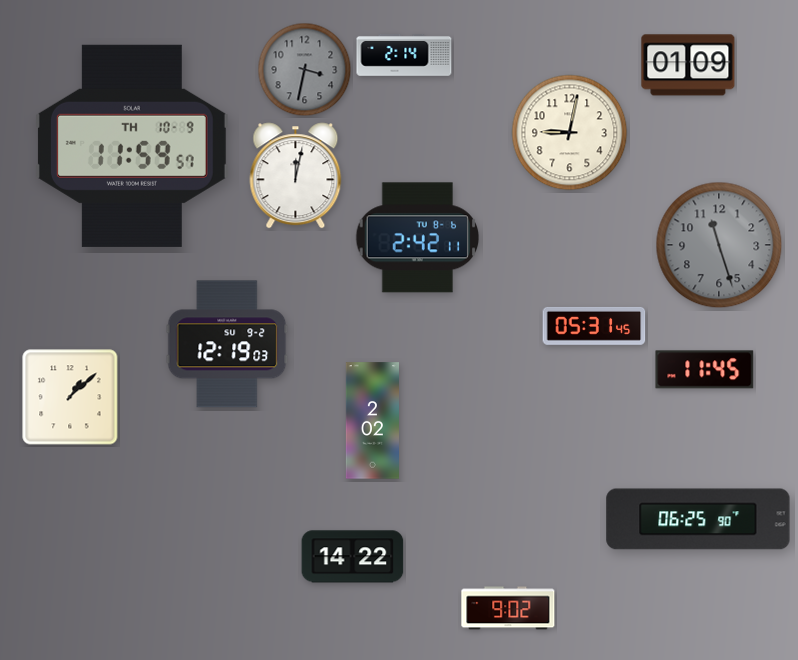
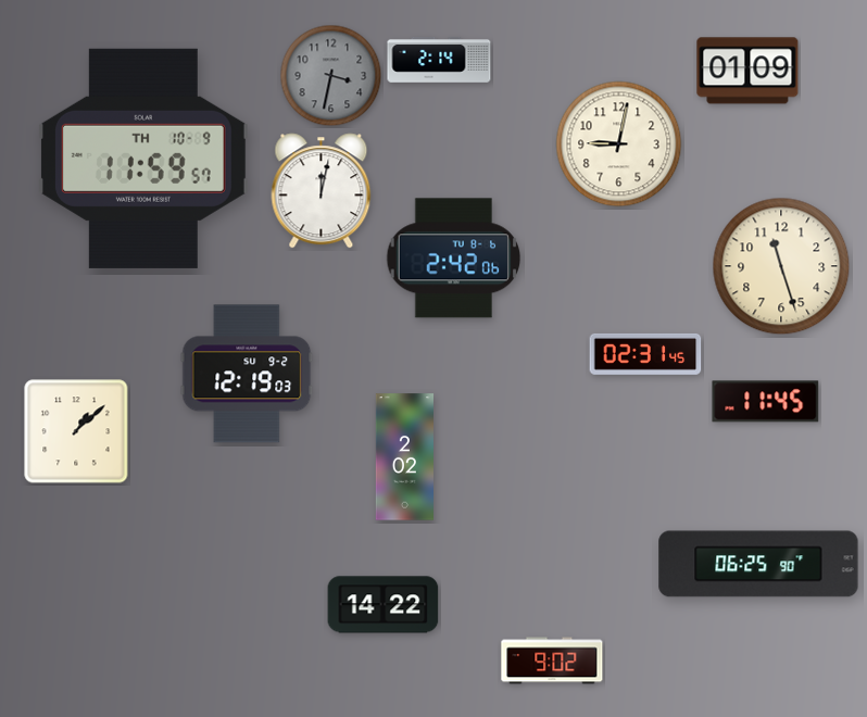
clock at (418, 238): 2:42:11 -> 2:42:06
clock at (719, 245) dial: grey -> cream
clock at (594, 326): 05:31 -> 02:31
